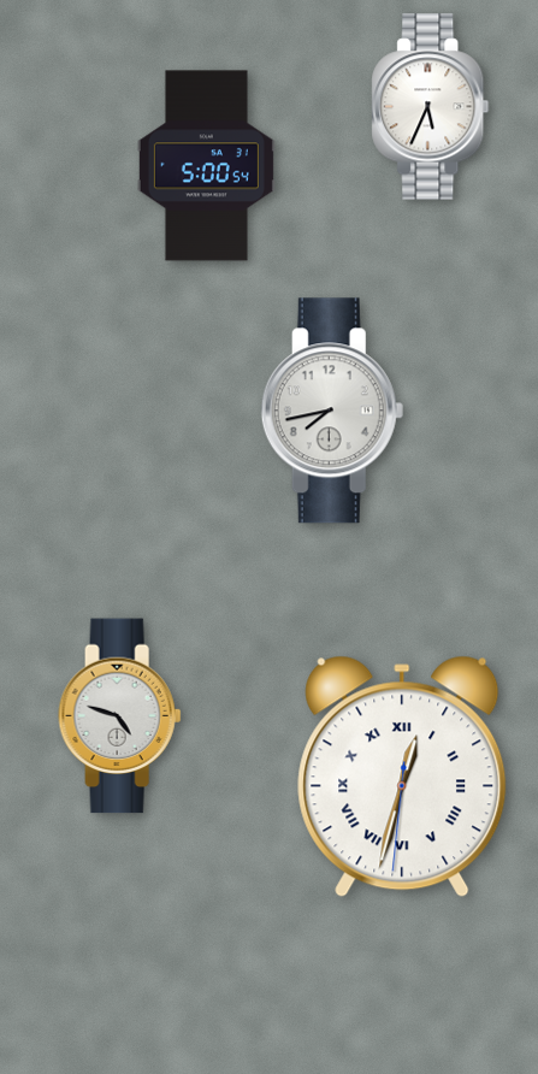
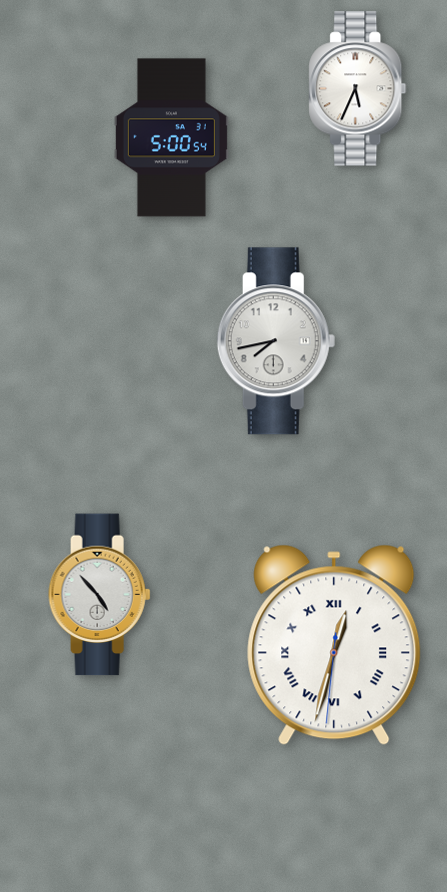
clock at (120, 716): 4:48 -> 4:53
